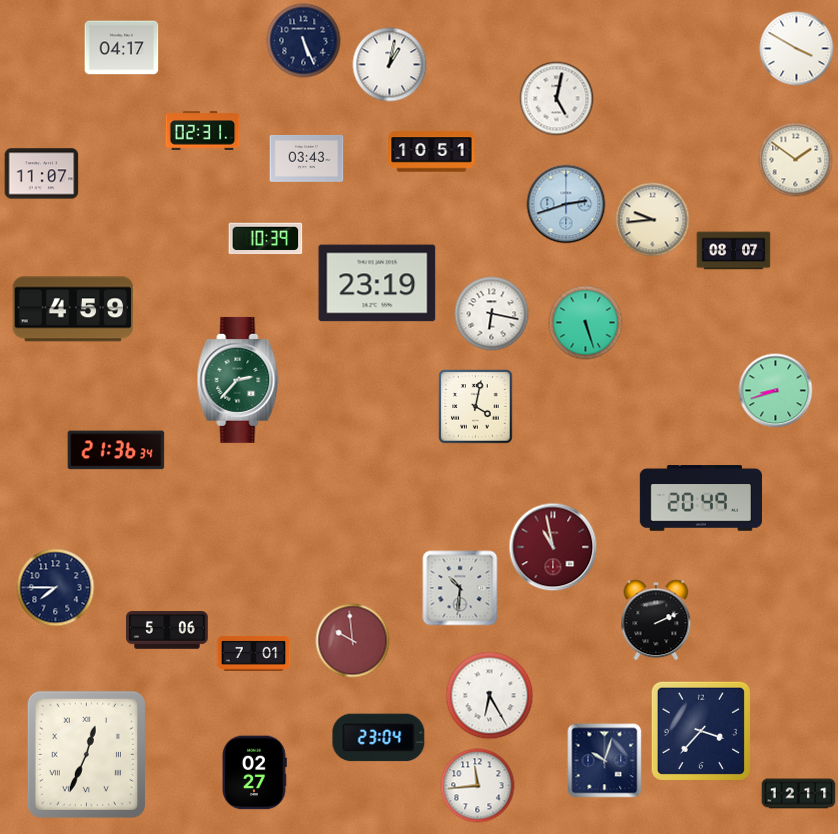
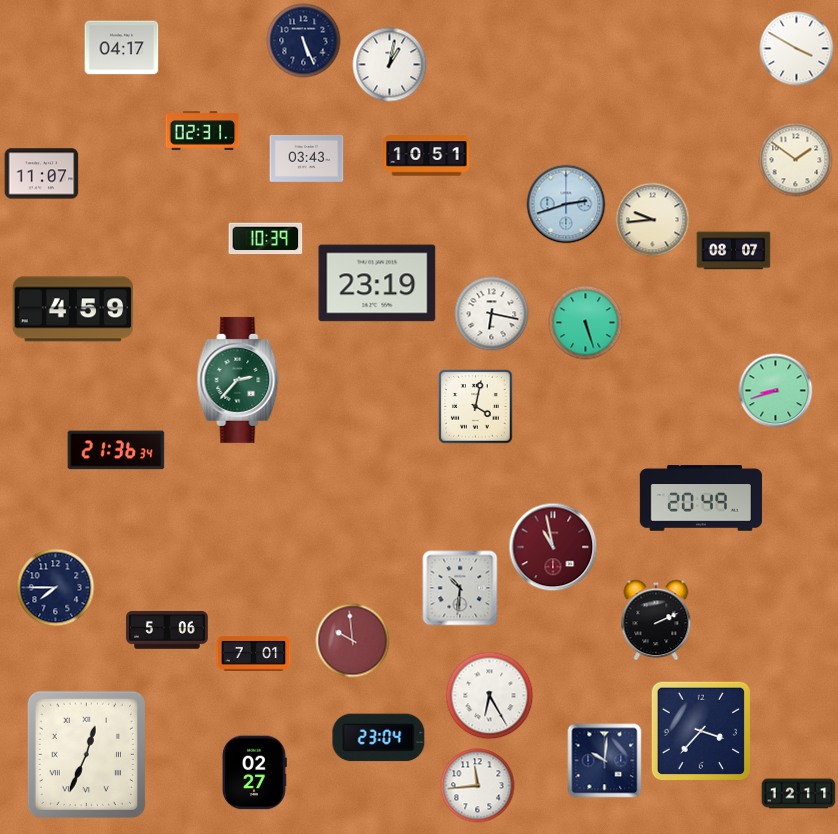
clock at (557, 99): 5:02 -> none
clock at (432, 152) position: (432, 152) -> (427, 156)
clock at (605, 761): 10:03 -> 10:01
